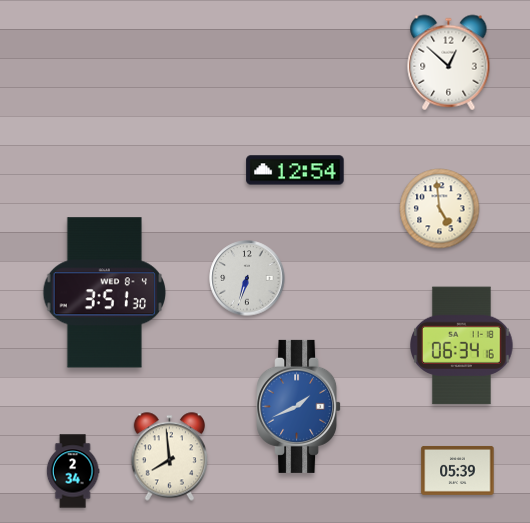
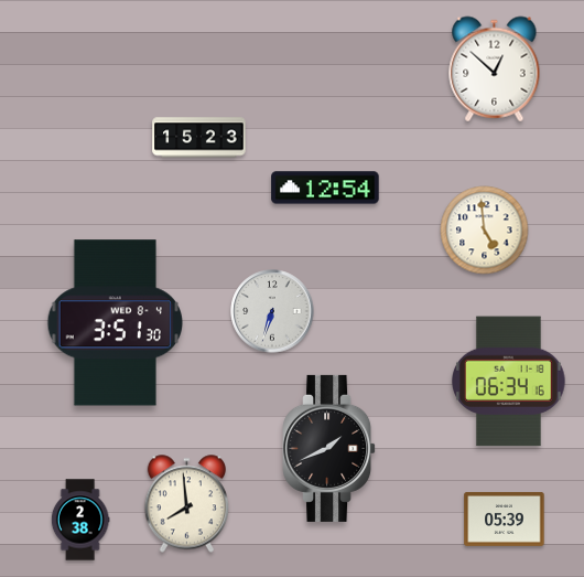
clock at (199, 138): none -> 15:23
clock at (247, 278) position: (247, 278) -> (272, 311)
clock at (299, 406) dial: blue -> black
clock at (73, 471): 2:34 -> 2:38
